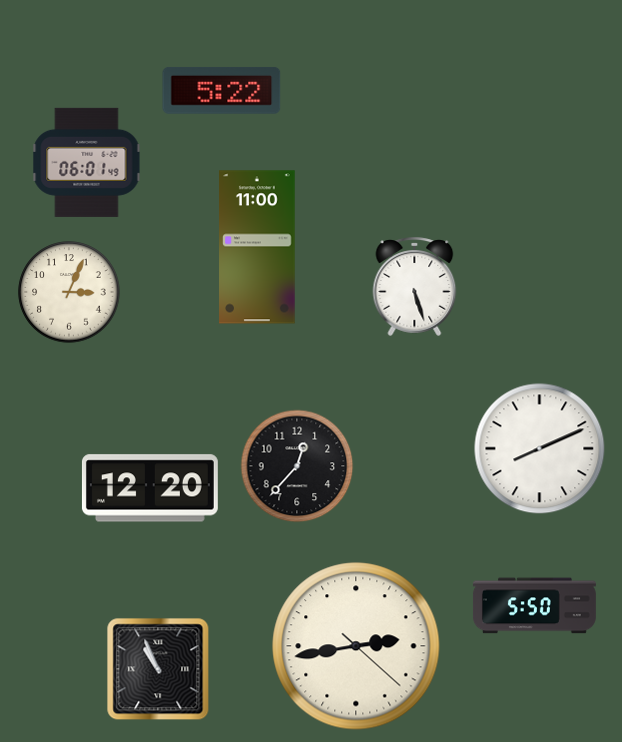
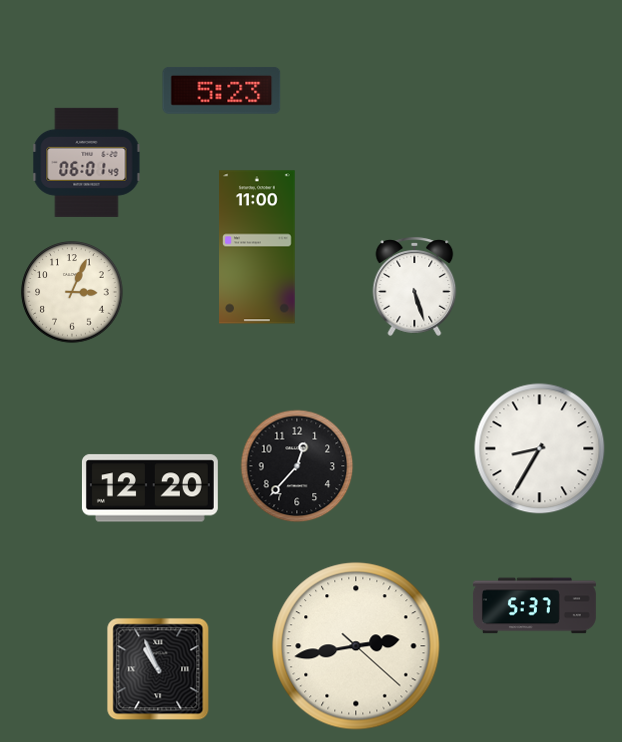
clock at (222, 90): 5:22 -> 5:23
clock at (69, 292) position: (69, 292) -> (72, 292)
clock at (540, 449): 8:11 -> 8:35
clock at (534, 606): 5:50 -> 5:37
